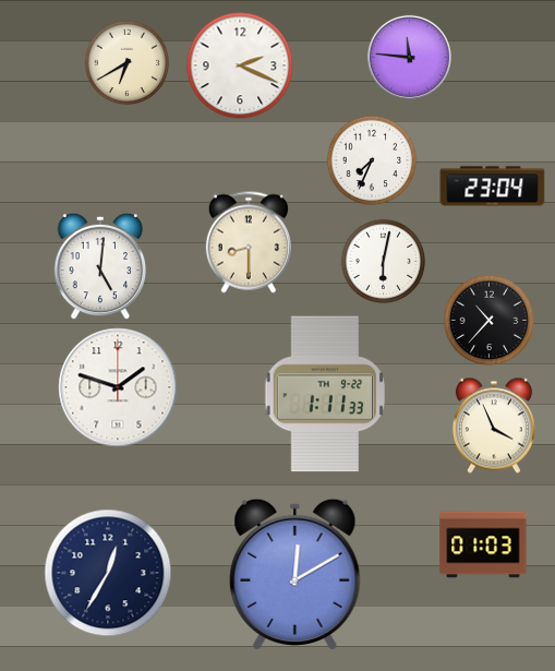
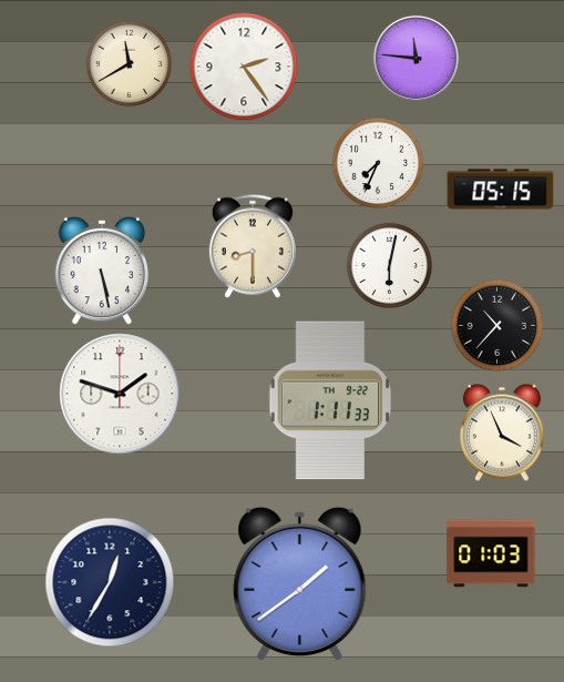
clock at (126, 62): 6:40 -> 11:40
clock at (240, 65): 2:19 -> 2:24
clock at (493, 187): 23:04 -> 05:15
clock at (100, 266): 5:01 -> 5:28
clock at (295, 574): 12:10 -> 1:39
